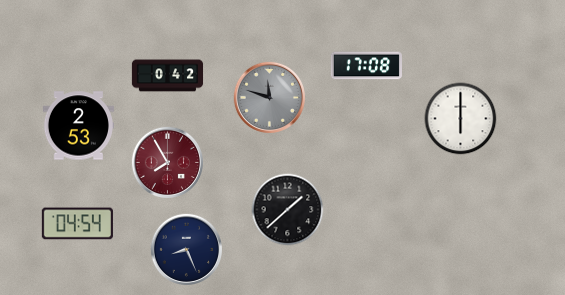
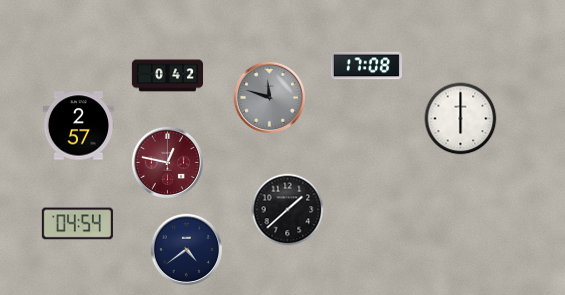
clock at (78, 126): 2:53 -> 2:57
clock at (167, 162): 7:55 -> 12:47
clock at (186, 249): 8:26 -> 4:39
